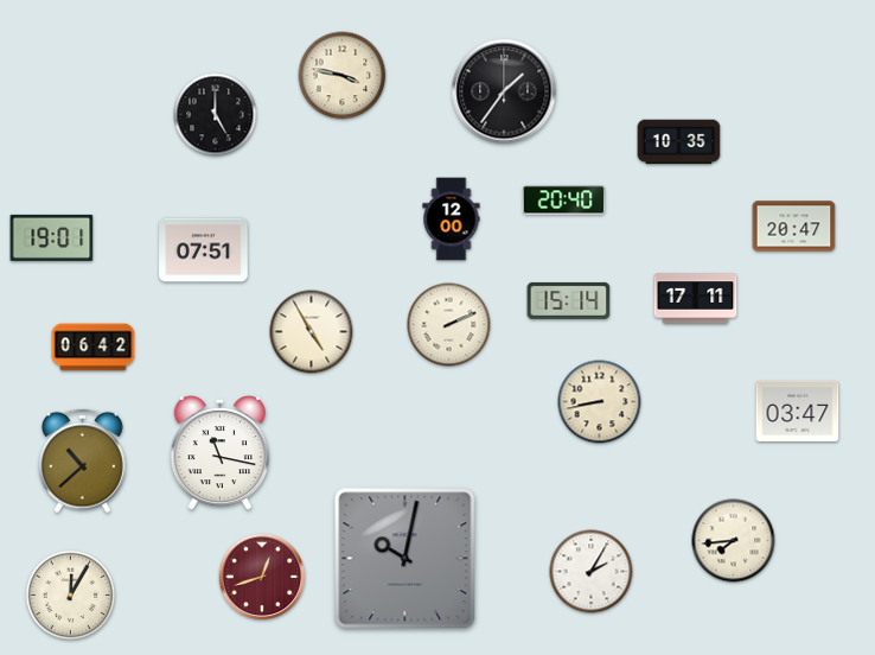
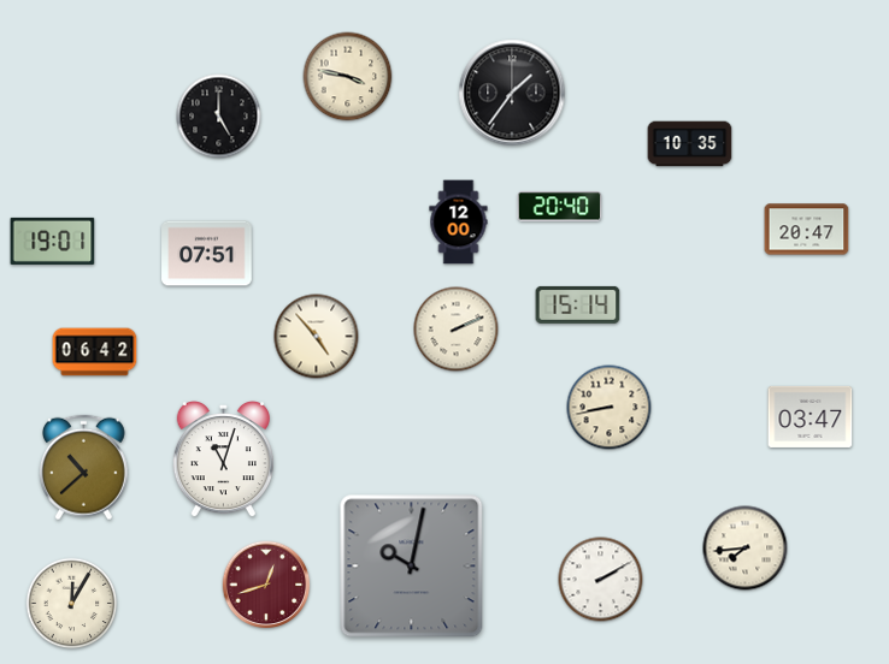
clock at (564, 201) position: (564, 201) -> (560, 207)
clock at (696, 299): 17:11 -> none
clock at (312, 332): 4:55 -> 4:53
clock at (219, 454): 11:17 -> 11:03
clock at (592, 572): 2:05 -> 2:10
